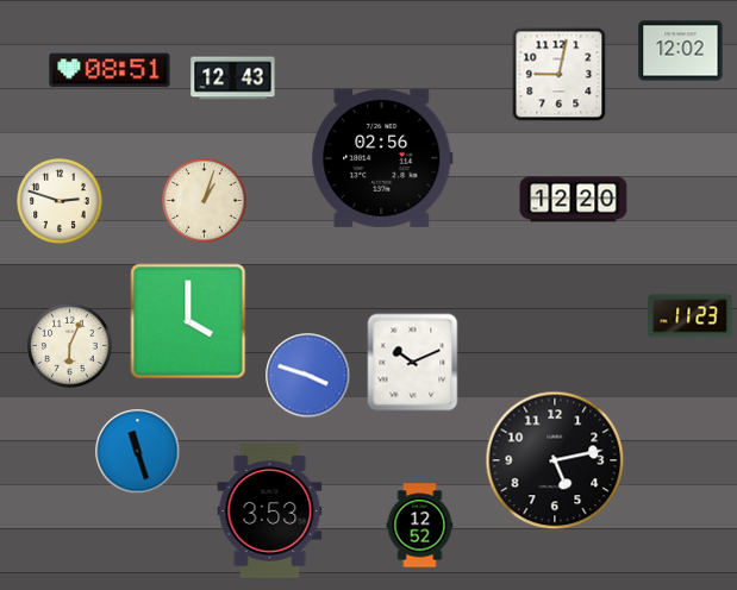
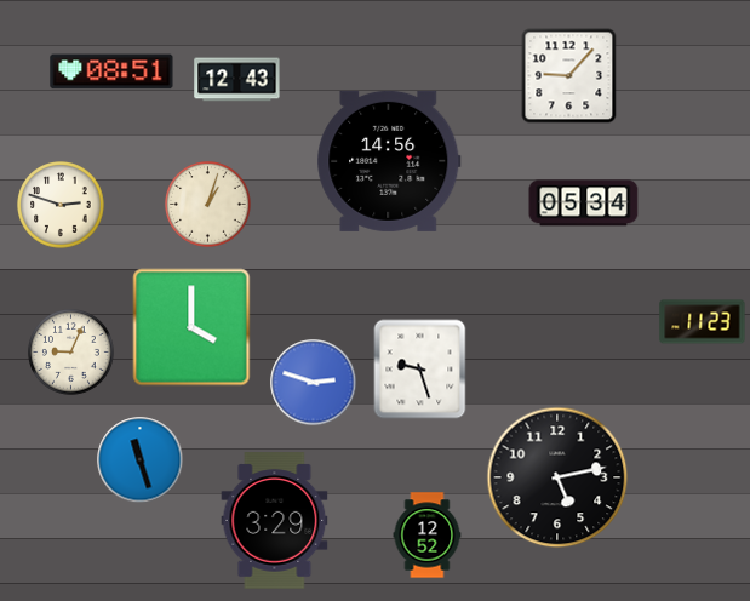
clock at (681, 51): 12:02 -> none
clock at (560, 75): 9:02 -> 9:07
clock at (382, 158): 02:56 -> 14:56
clock at (574, 200): 12:20 -> 05:34
clock at (70, 346): 6:04 -> 9:04
clock at (413, 363): 10:11 -> 9:27
clock at (308, 376): 3:48 -> 2:48
clock at (555, 460) position: (555, 460) -> (557, 477)
clock at (270, 511): 3:53 -> 3:29
